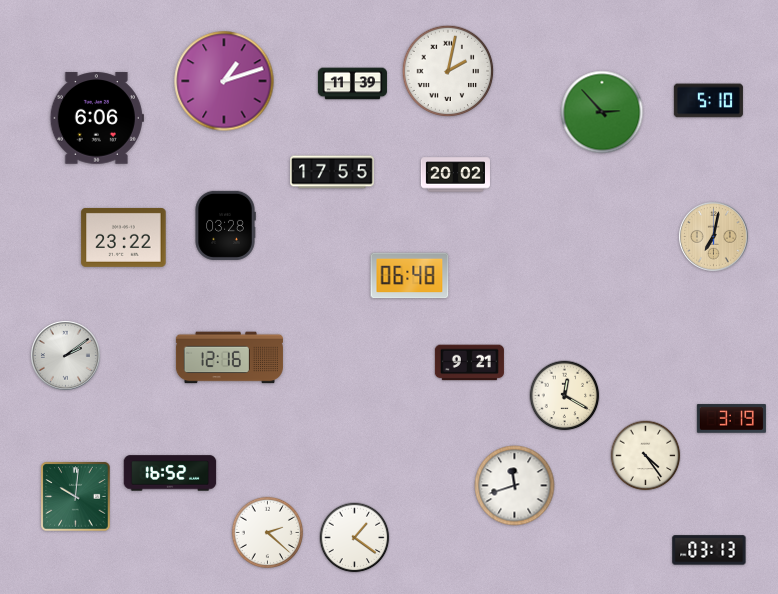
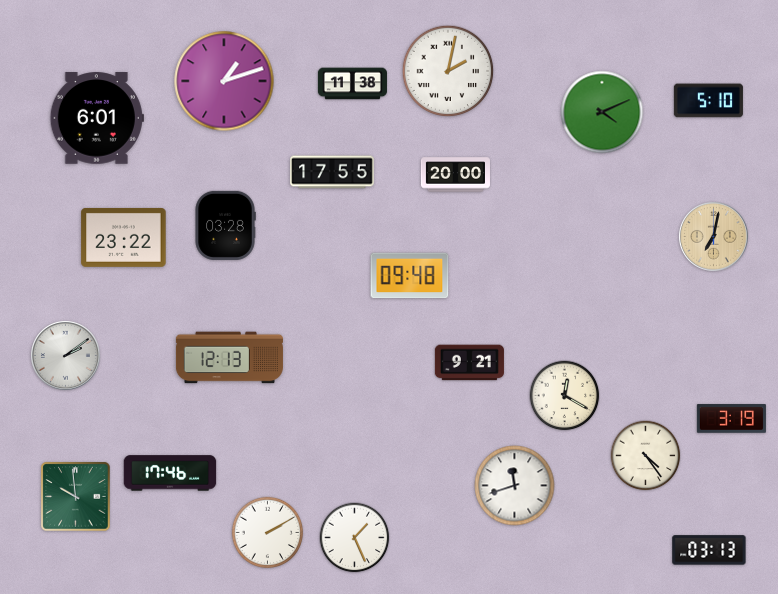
clock at (352, 84): 11:39 -> 11:38
clock at (602, 112): 2:53 -> 4:11
clock at (97, 118): 6:06 -> 6:01
clock at (455, 175): 20:02 -> 20:00
clock at (410, 276): 06:48 -> 09:48
clock at (229, 358): 12:16 -> 12:13
clock at (170, 473): 16:52 -> 17:46
clock at (76, 497): 10:01 -> 9:59
clock at (268, 533): 2:22 -> 2:10
clock at (355, 538): 1:21 -> 1:26
